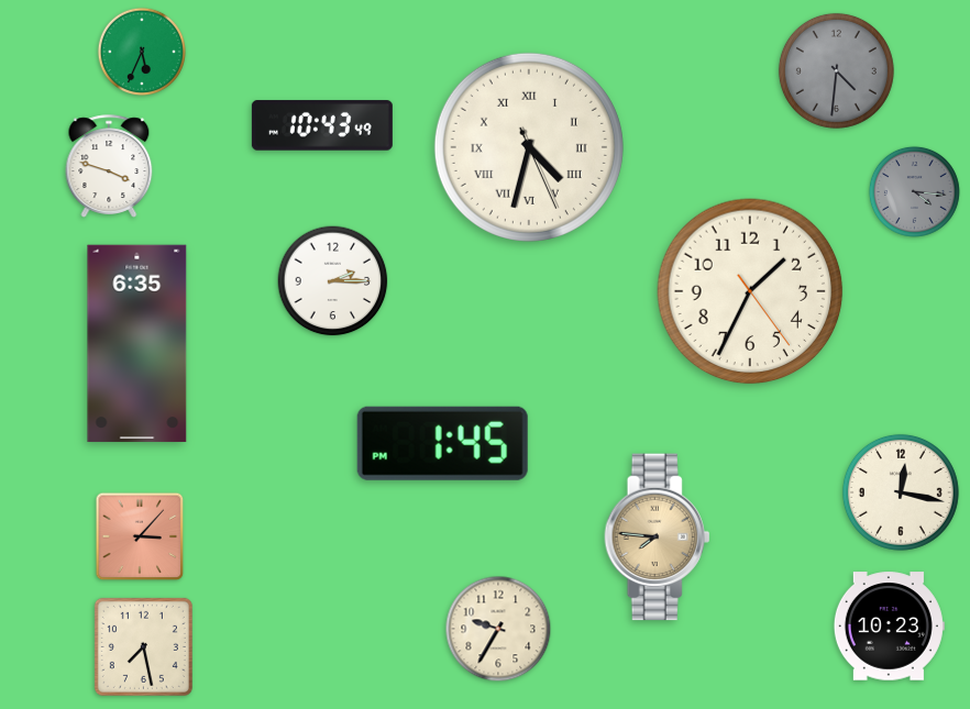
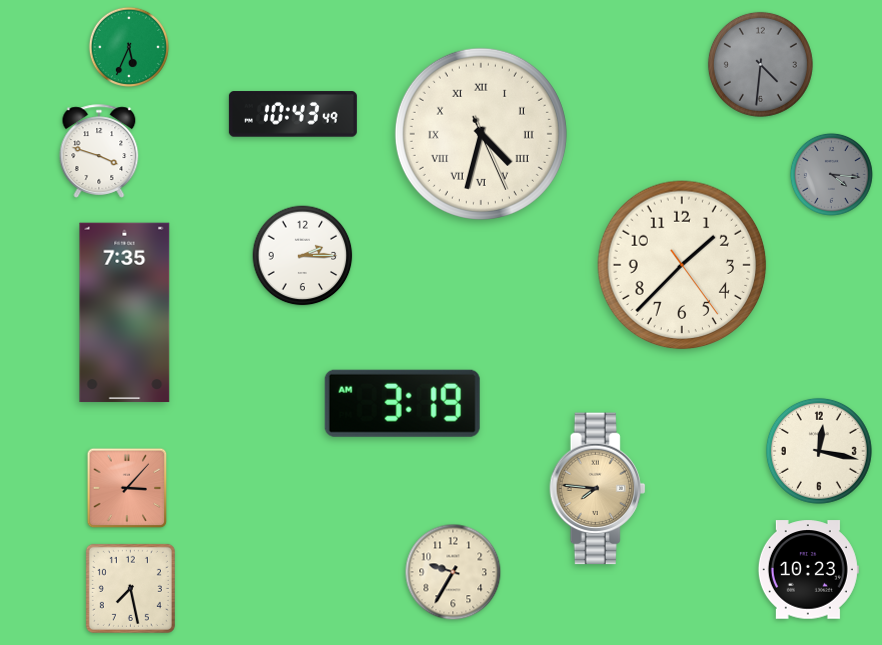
clock at (750, 291): 1:34 -> 1:37
clock at (137, 344): 6:35 -> 7:35
clock at (442, 443): 1:45 -> 3:19
clock at (901, 492) position: (901, 492) -> (819, 451)
